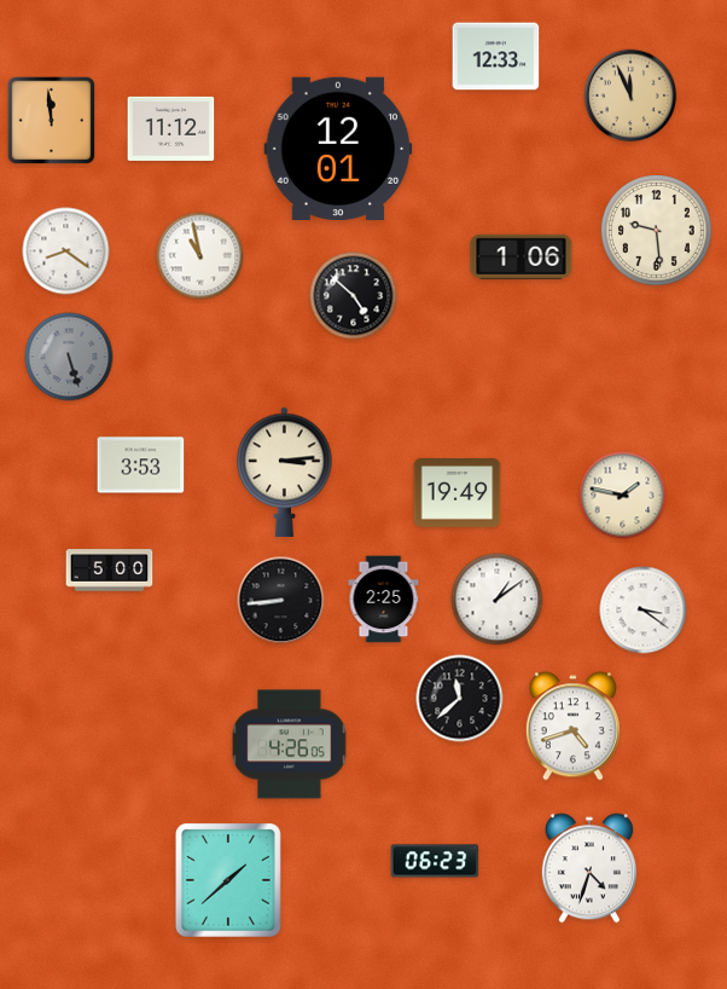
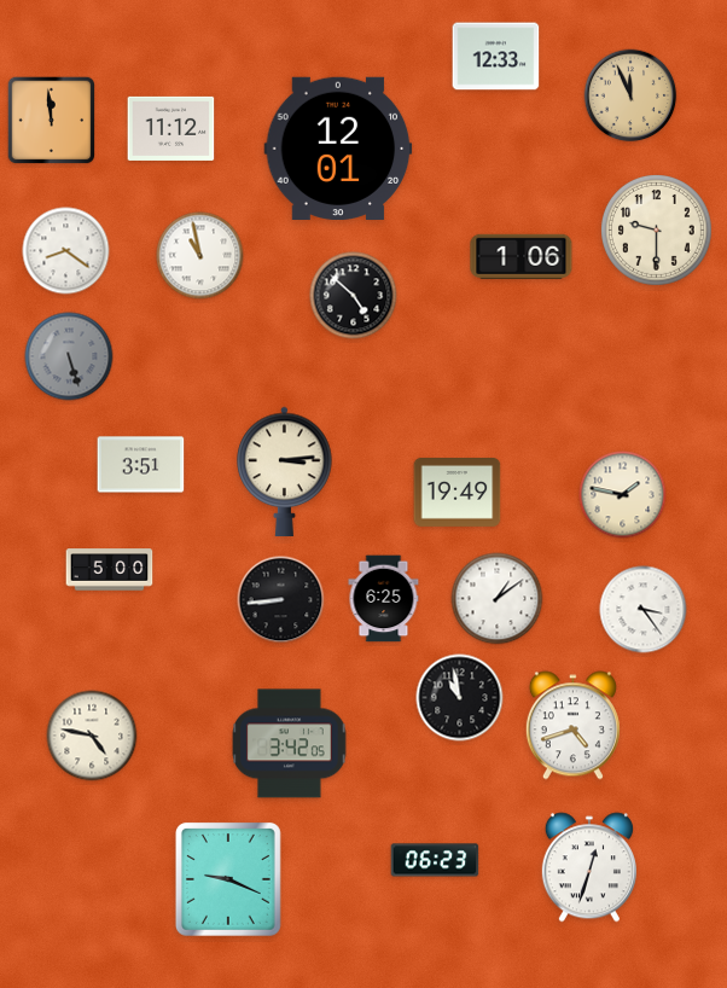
clock at (657, 231): 9:29 -> 9:30
clock at (141, 465): 3:53 -> 3:51
clock at (384, 600): 2:25 -> 6:25
clock at (644, 611): 3:21 -> 3:24
clock at (460, 699): 11:38 -> 10:58
clock at (92, 736): none -> 4:47
clock at (290, 745): 4:26 -> 3:42
clock at (589, 868): 4:33 -> 12:33
clock at (228, 880): 1:38 -> 9:19
